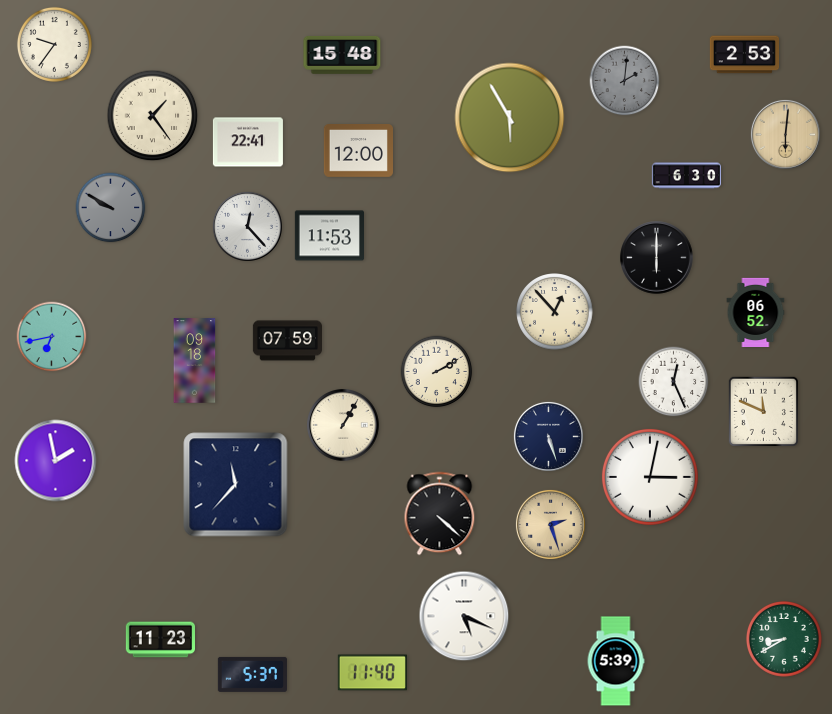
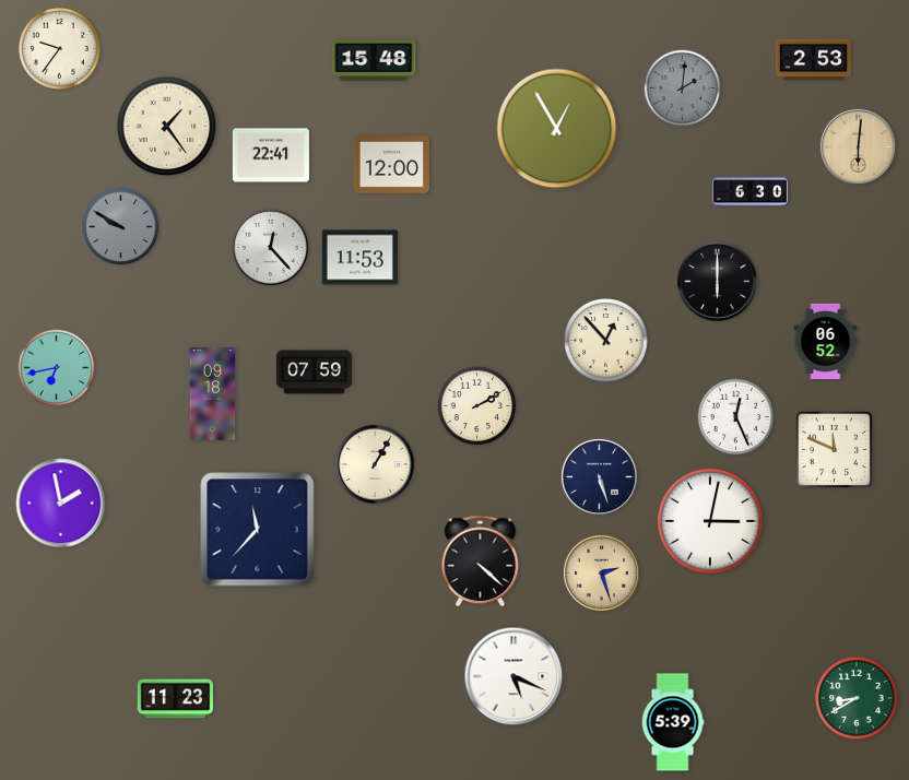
clock at (510, 118): 5:55 -> 12:55
clock at (464, 616) position: (464, 616) -> (513, 676)
clock at (372, 673): 11:40 -> none
clock at (252, 674): 5:37 -> none
